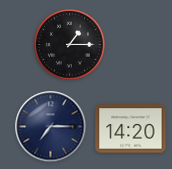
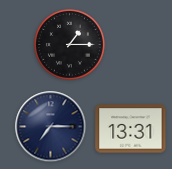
clock at (131, 129): 14:20 -> 13:31
